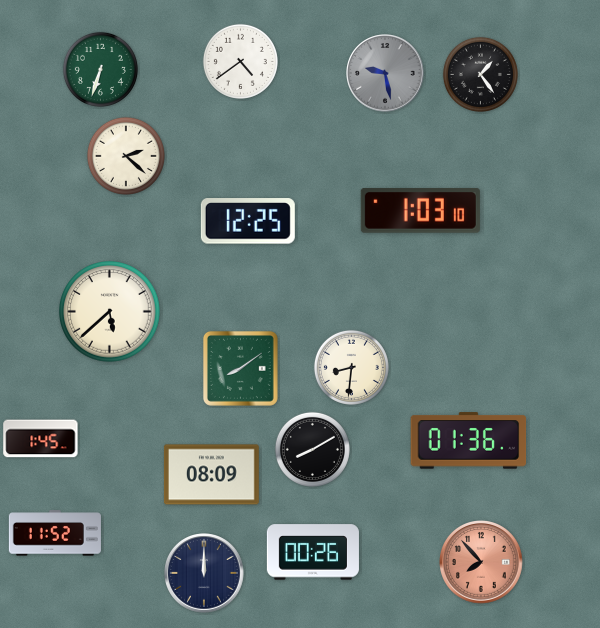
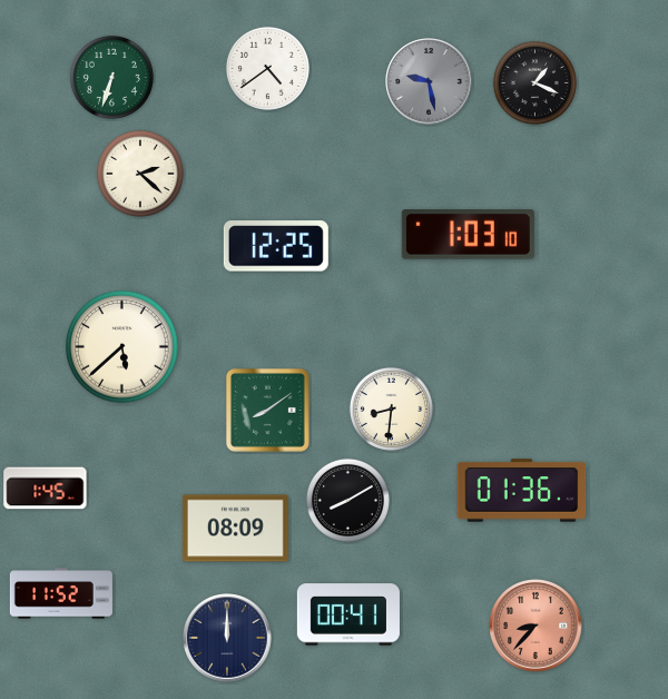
clock at (480, 74): 1:24 -> 1:19
clock at (313, 552): 00:26 -> 00:41
clock at (482, 563): 7:53 -> 8:37
